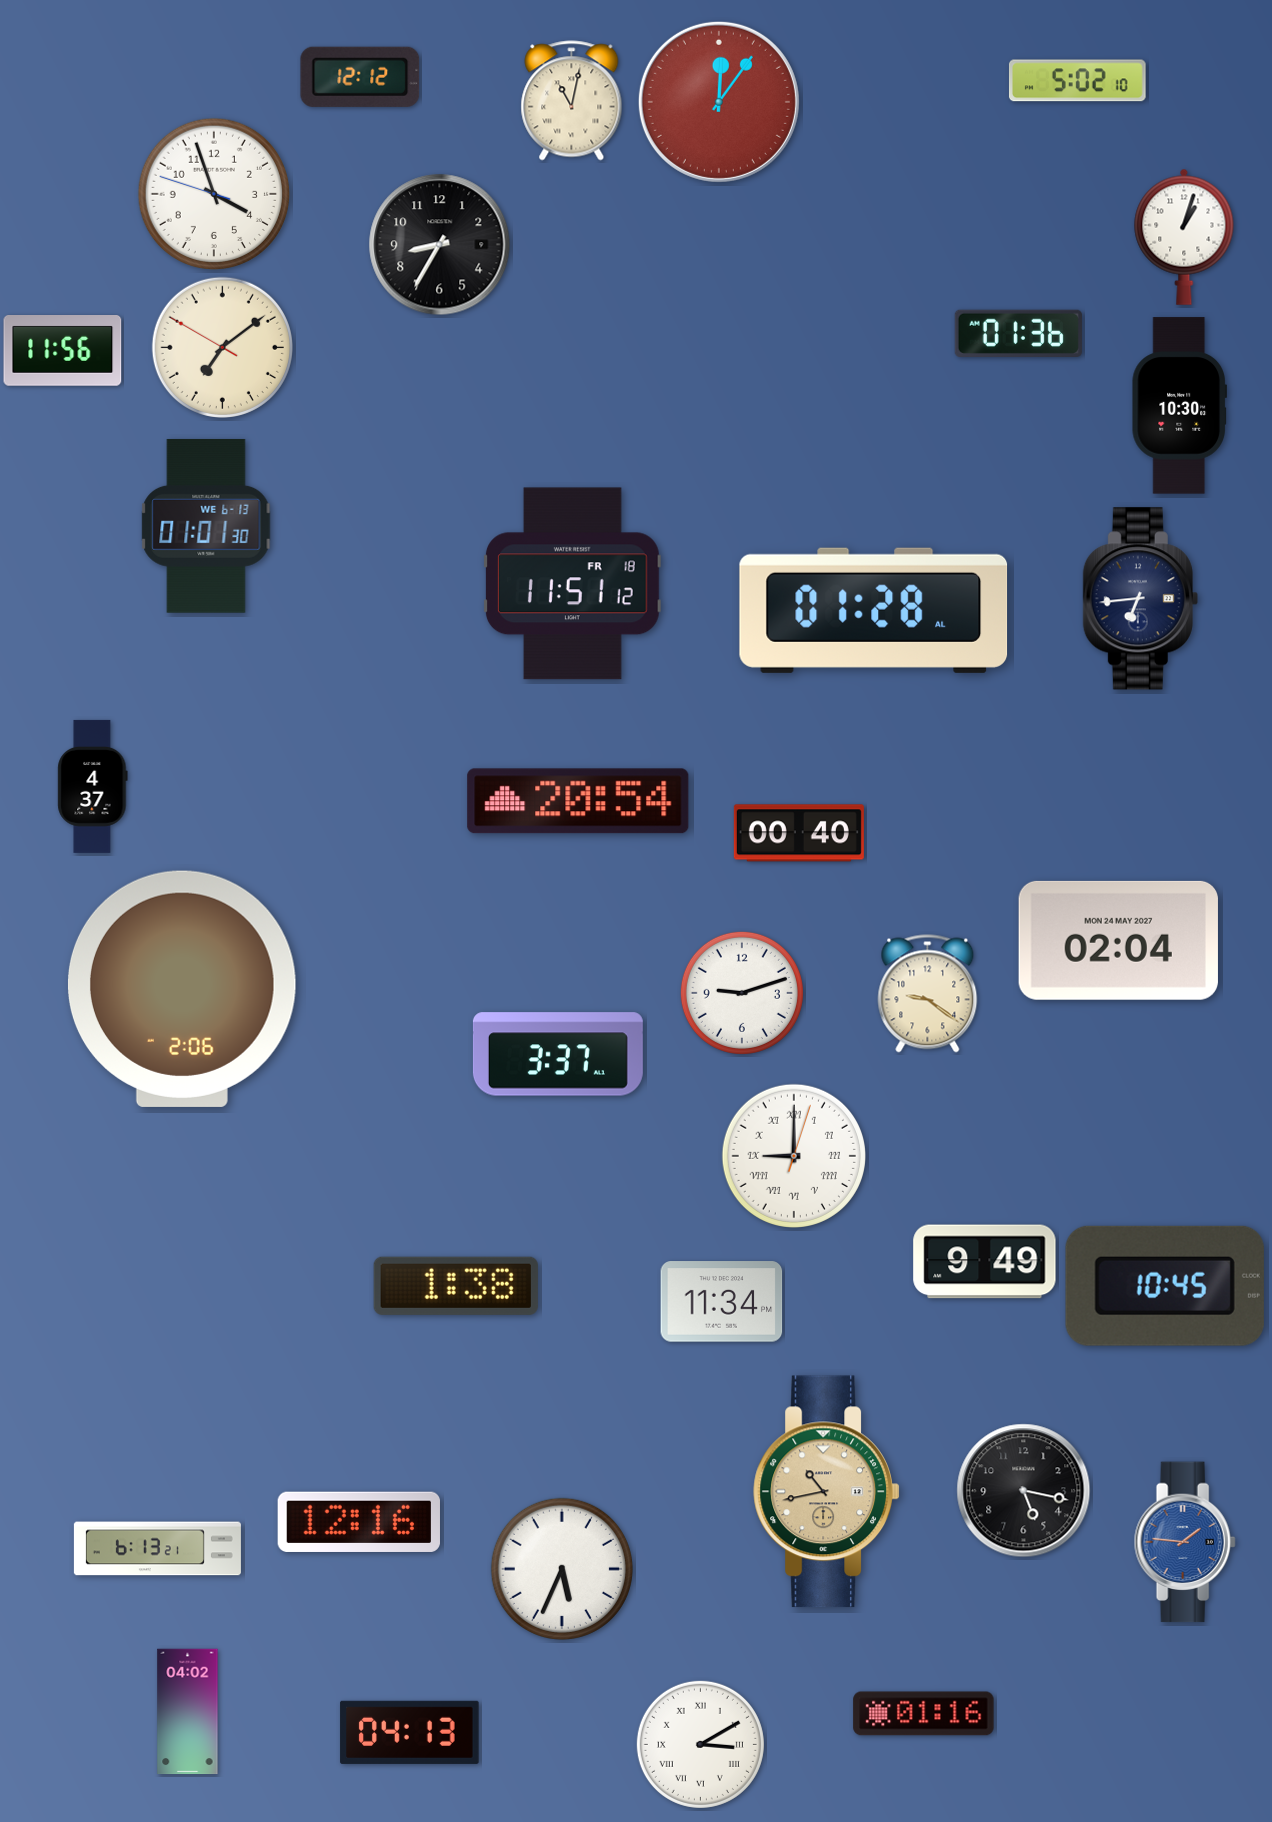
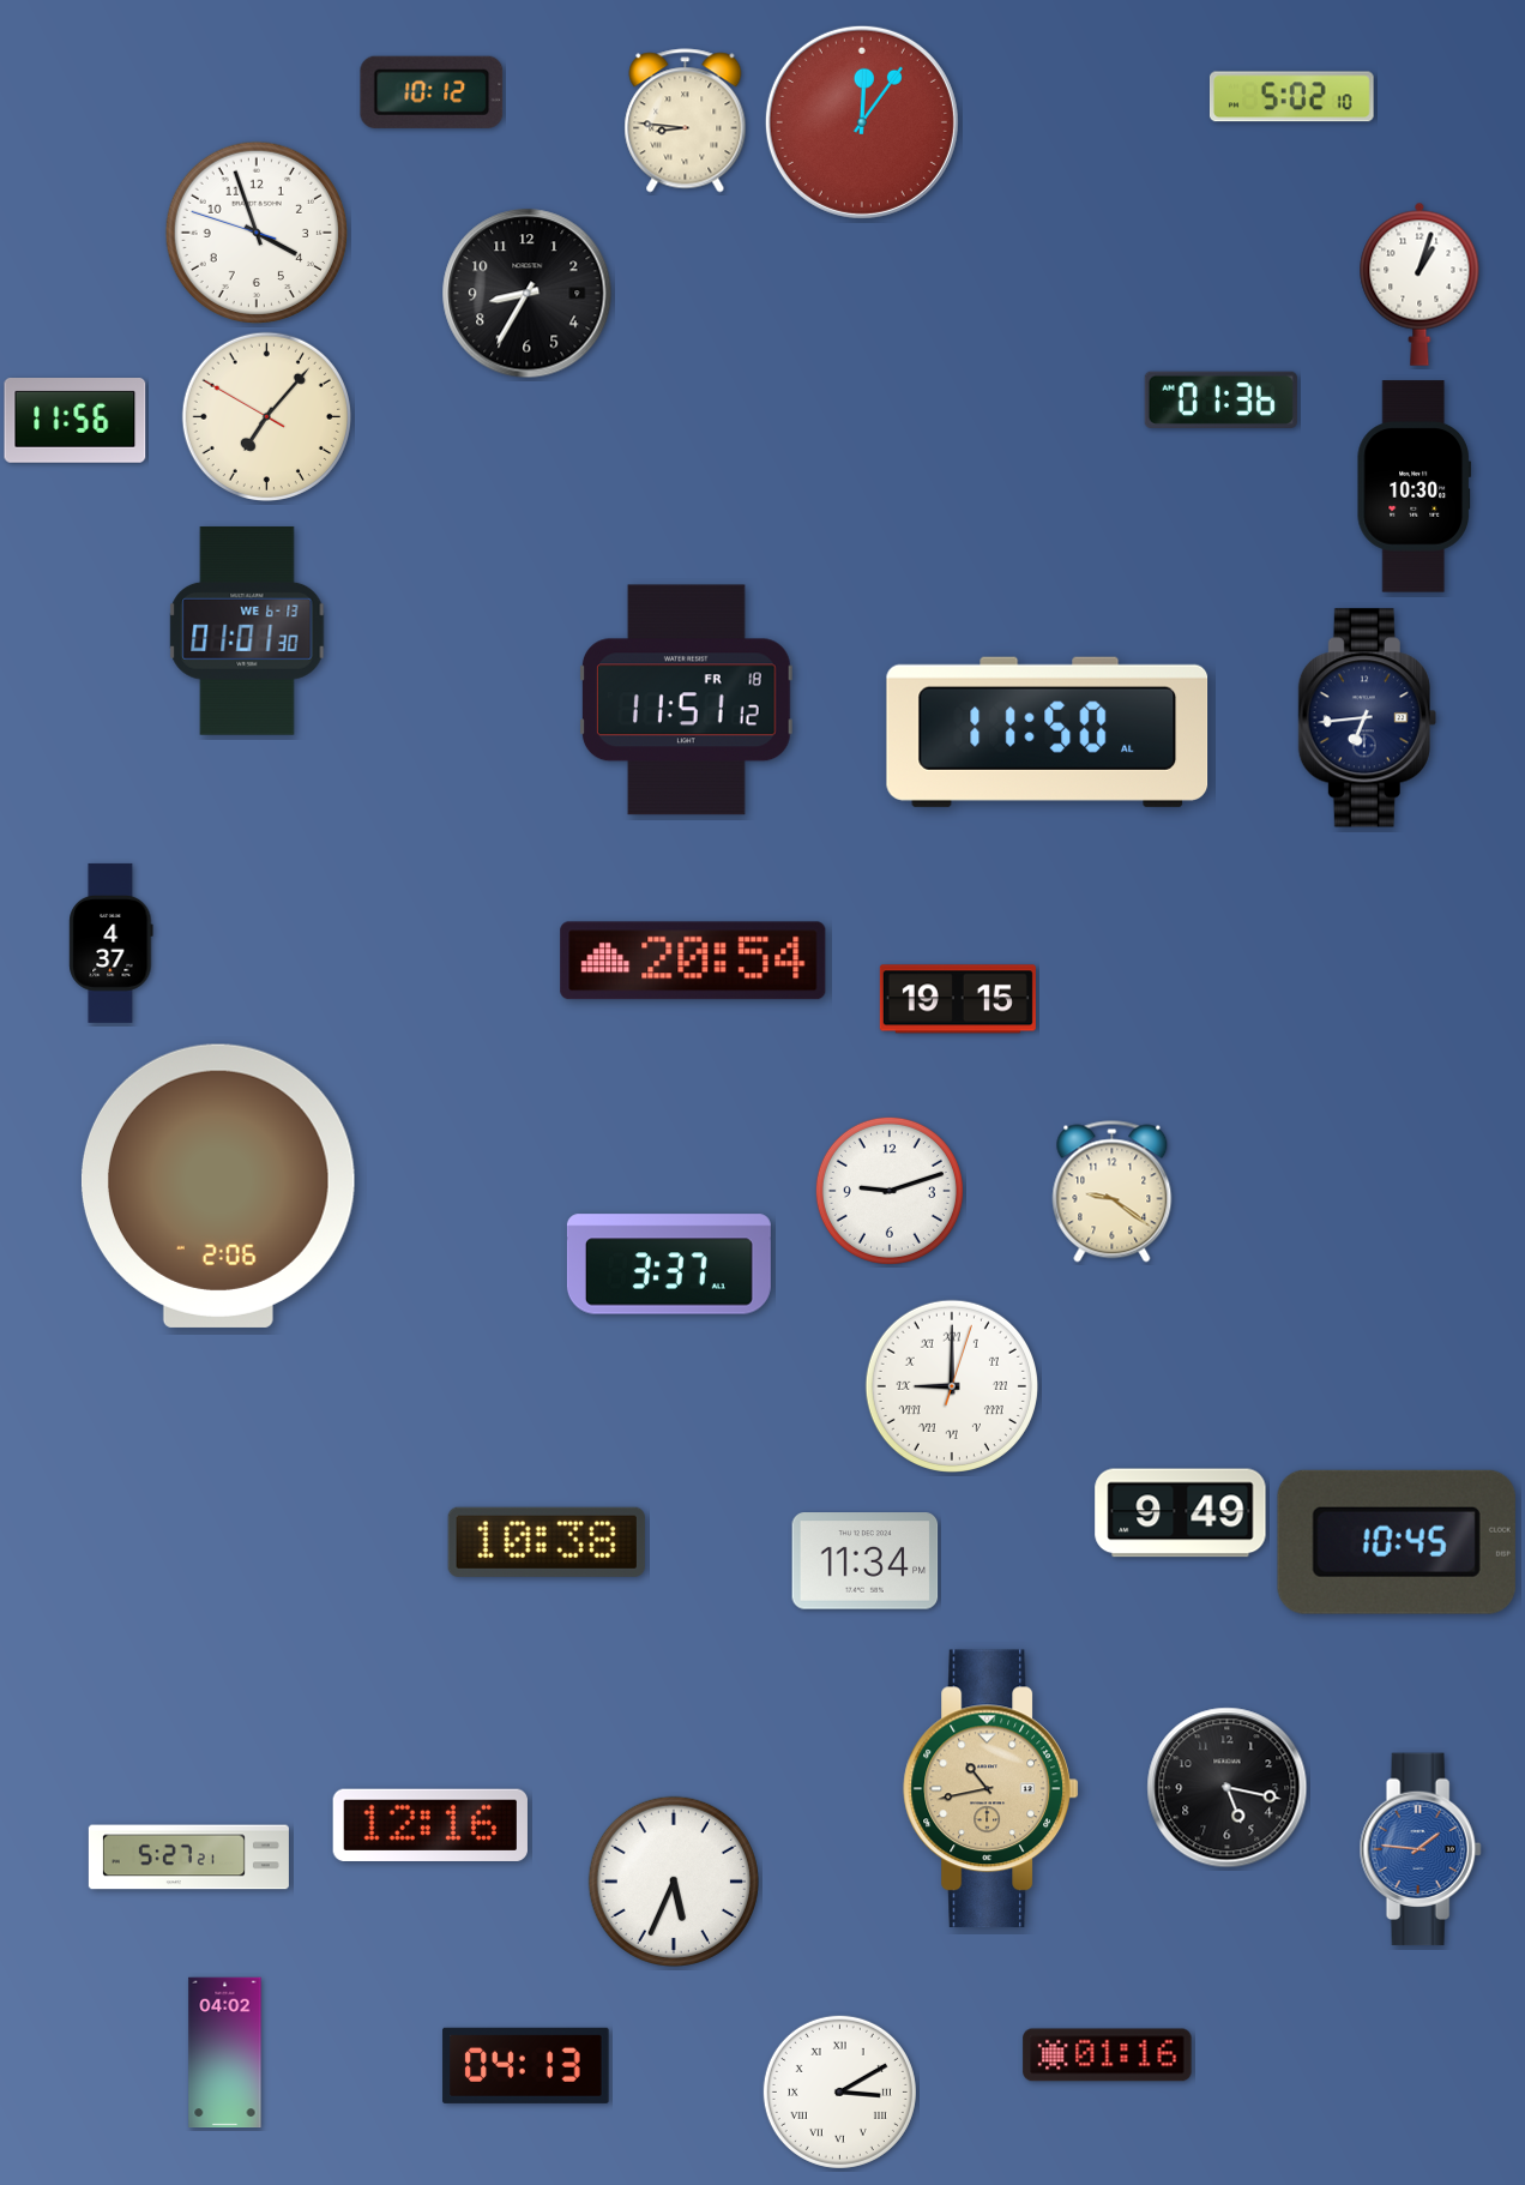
clock at (360, 77): 12:12 -> 10:12
clock at (572, 101): 11:02 -> 8:46
clock at (222, 347): 7:08 -> 7:06
clock at (874, 610): 01:28 -> 11:50
clock at (799, 833): 00:40 -> 19:15
clock at (1118, 940): 02:04 -> none
clock at (456, 1286): 1:38 -> 10:38
clock at (157, 1549): 6:13 -> 5:27
clock at (410, 1732) position: (410, 1732) -> (526, 2065)
